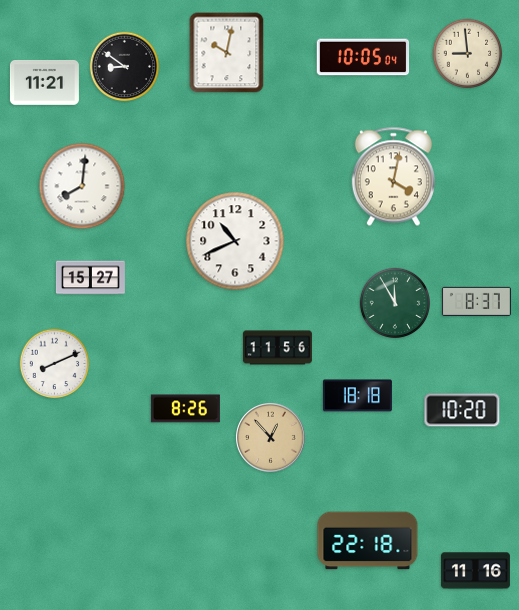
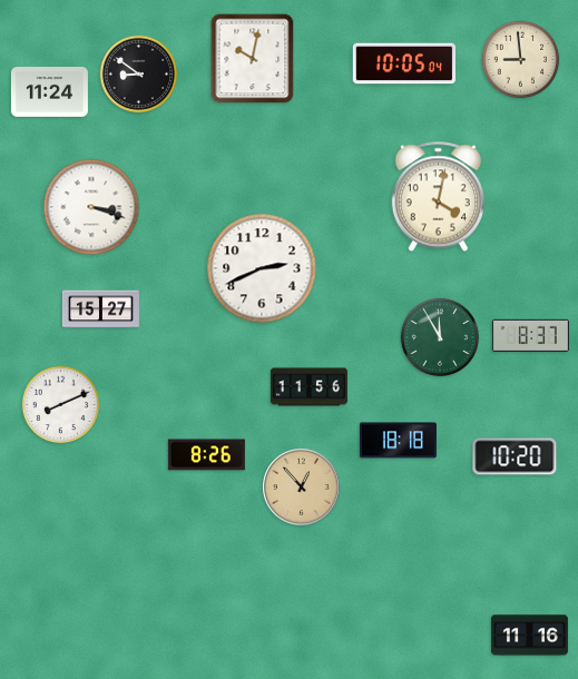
clock at (44, 82): 11:21 -> 11:24
clock at (82, 186): 8:01 -> 3:18
clock at (235, 241): 10:41 -> 2:41
clock at (368, 541): 22:18 -> none
